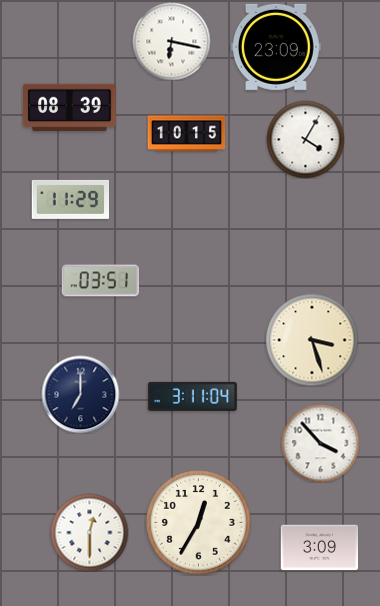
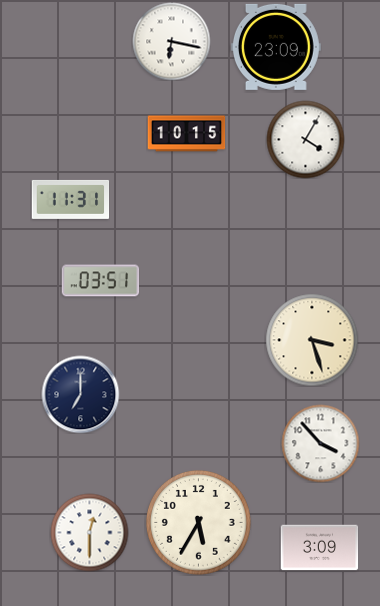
clock at (70, 108): 08:39 -> none
clock at (70, 199): 11:29 -> 11:31
clock at (192, 396): 3:11 -> none
clock at (198, 522): 12:35 -> 5:35
